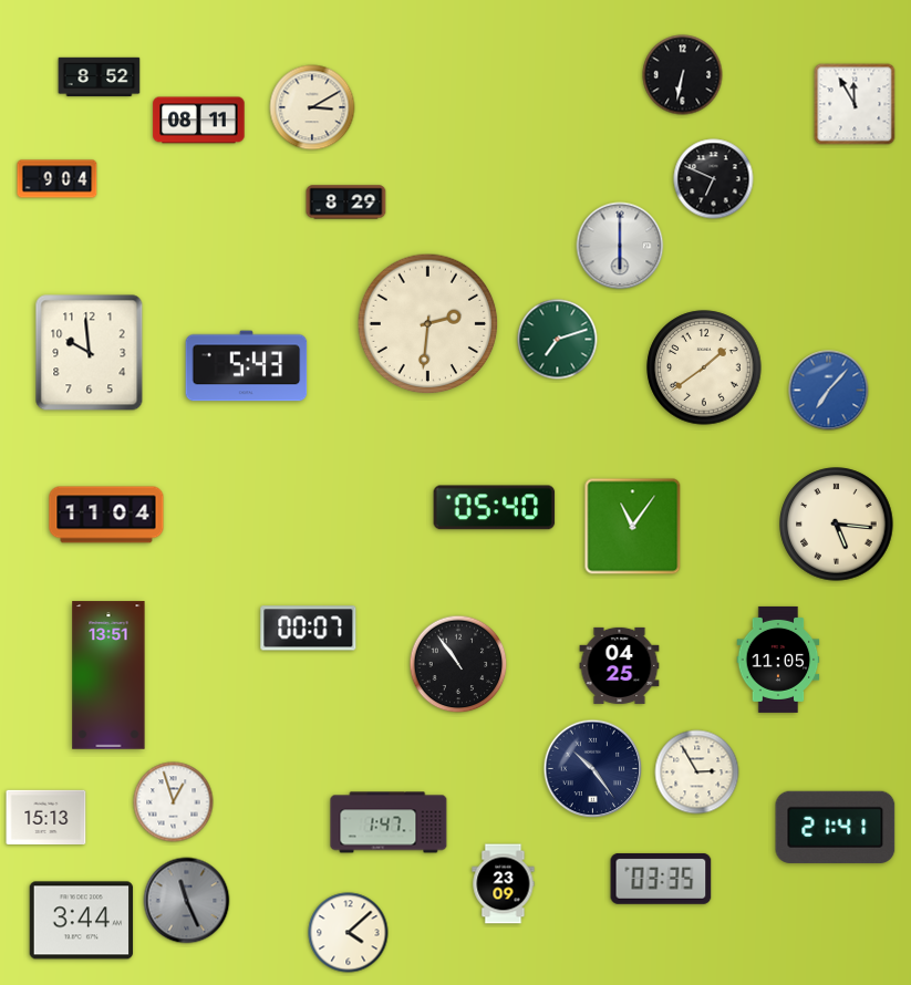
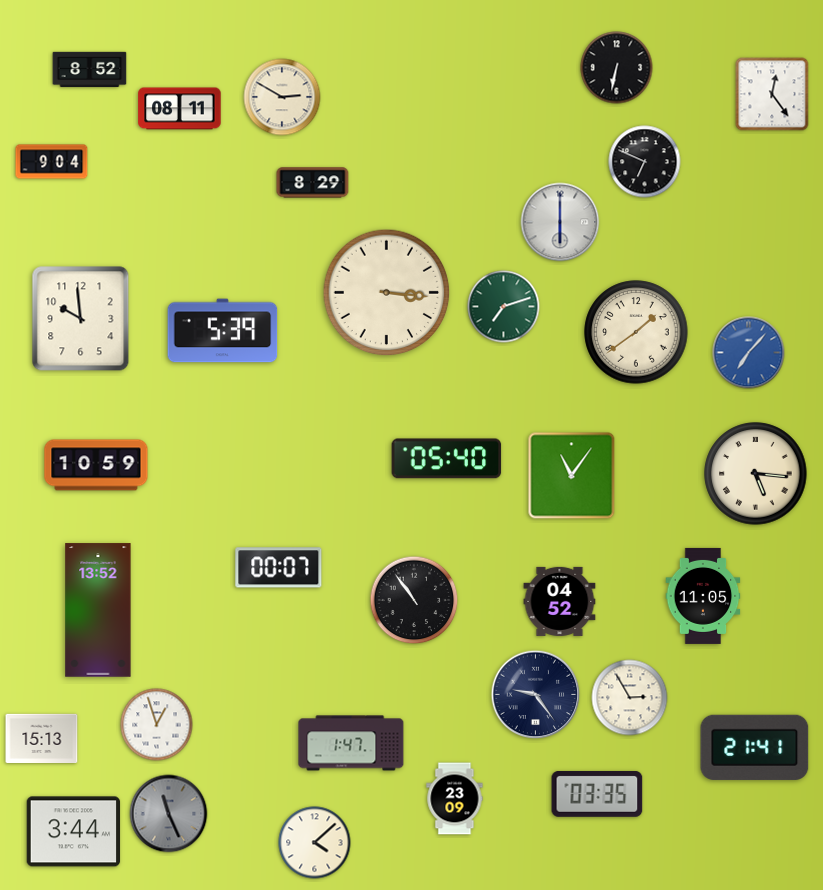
clock at (855, 104): 11:55 -> 12:24
clock at (312, 107): 3:10 -> 2:50
clock at (428, 324): 2:31 -> 3:16
clock at (247, 366): 5:43 -> 5:39
clock at (106, 515): 11:04 -> 10:59
clock at (620, 665): 04:25 -> 04:52
clock at (108, 675): 13:51 -> 13:52
clock at (593, 769): 10:24 -> 9:24
